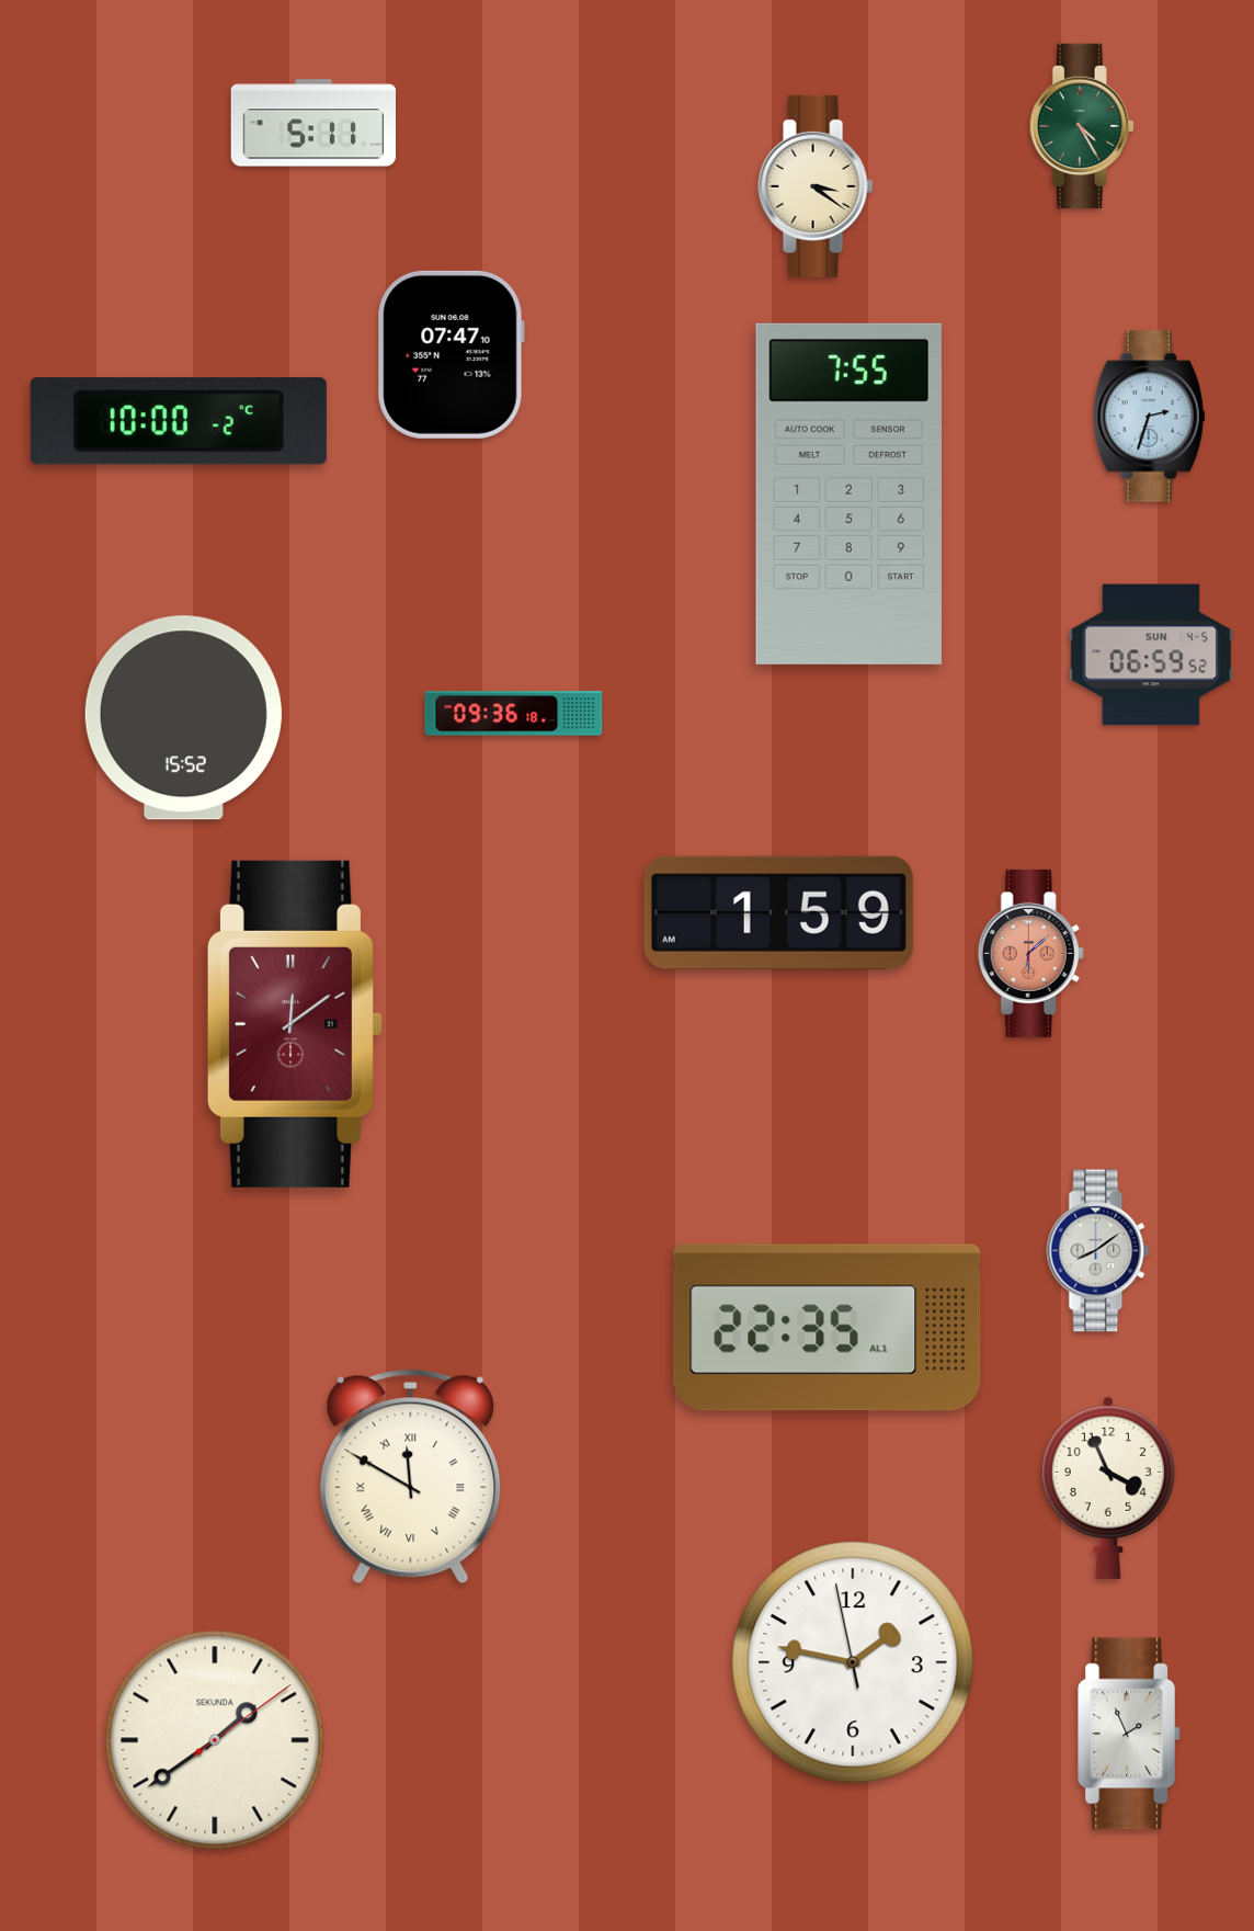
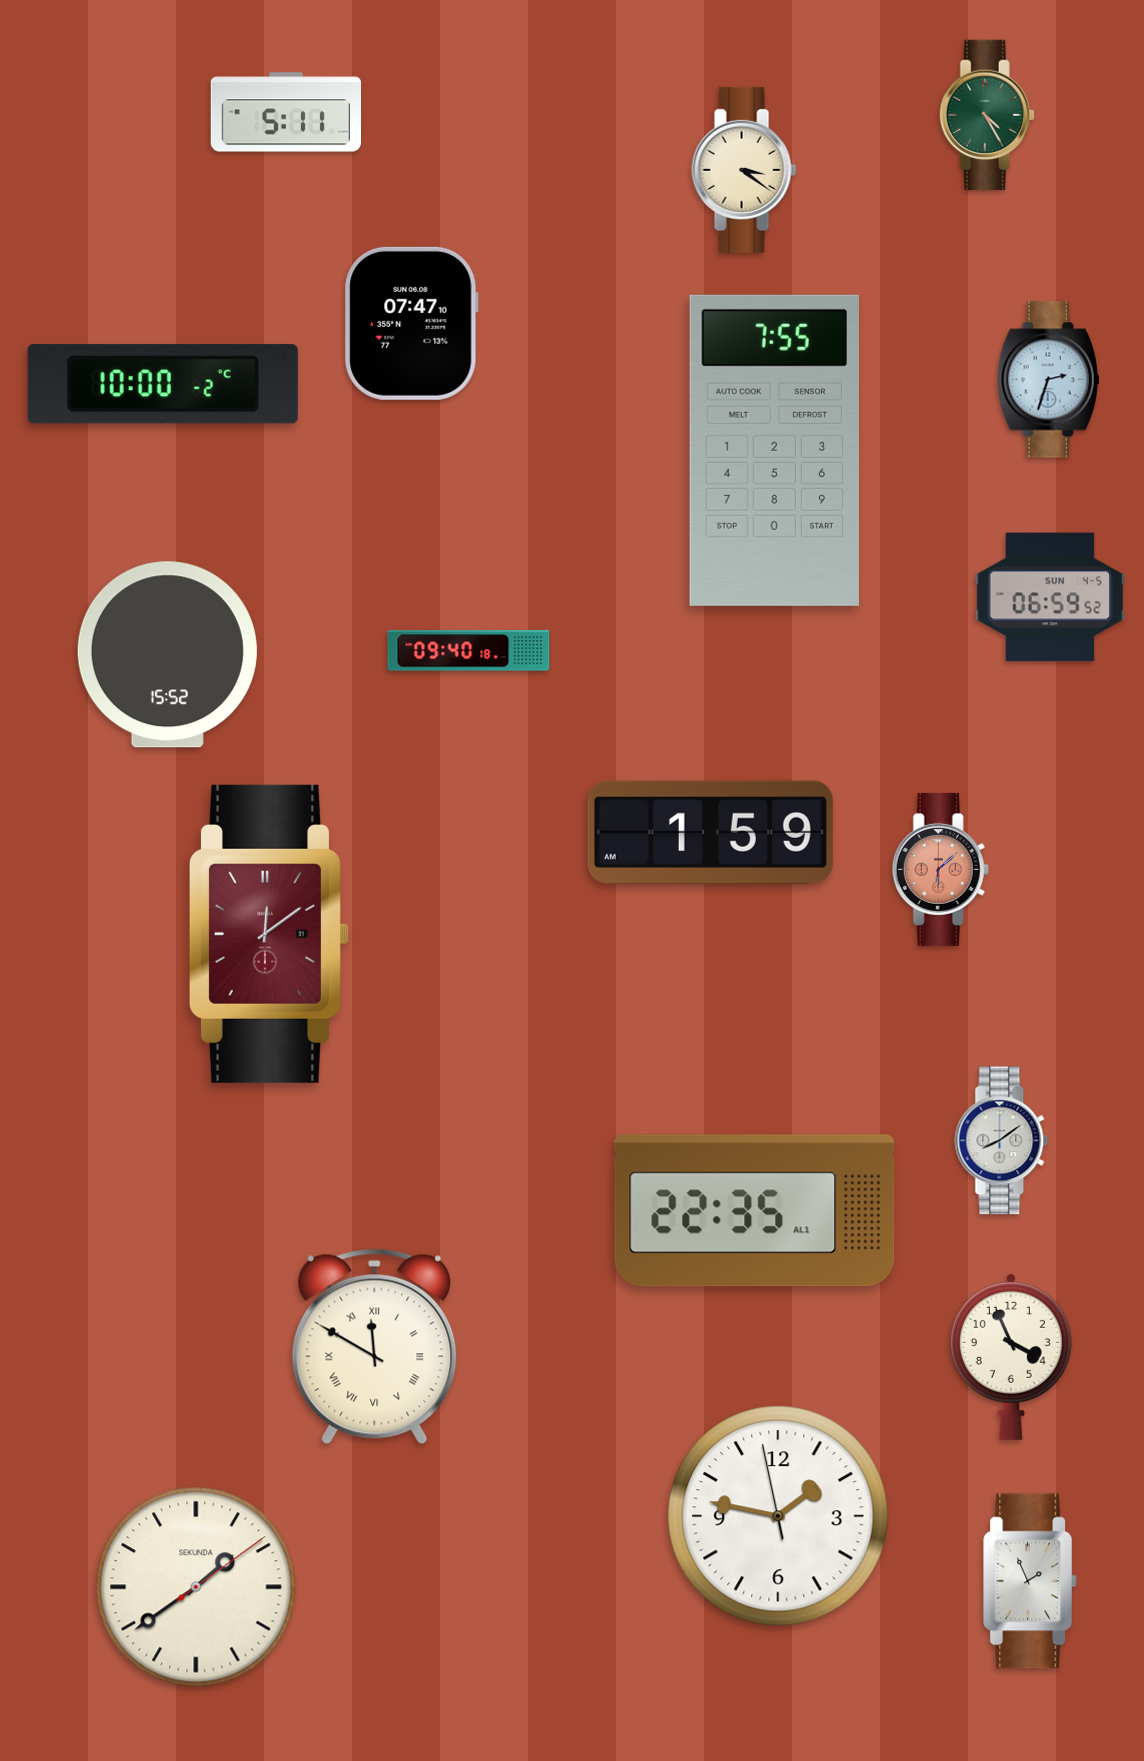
clock at (514, 714): 09:36 -> 09:40
